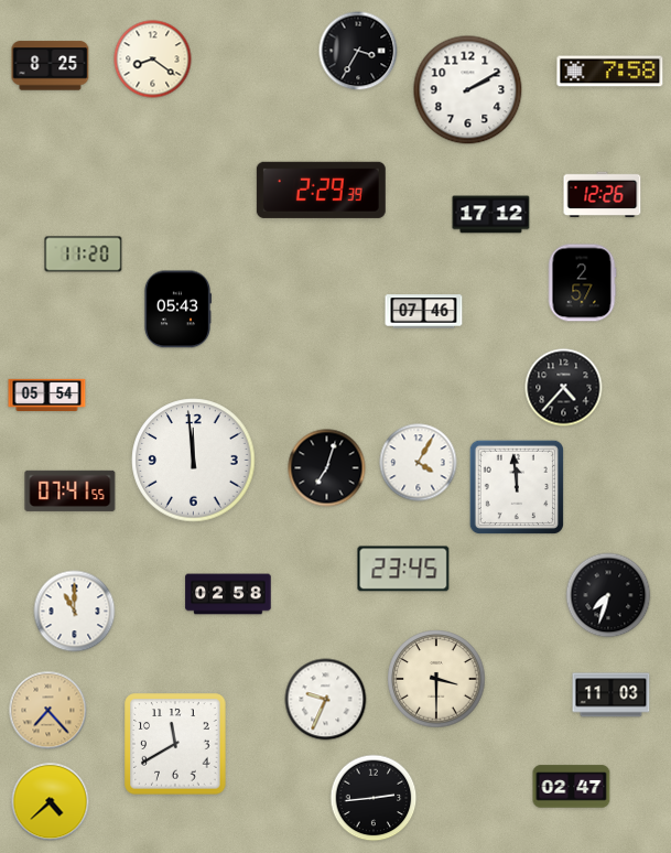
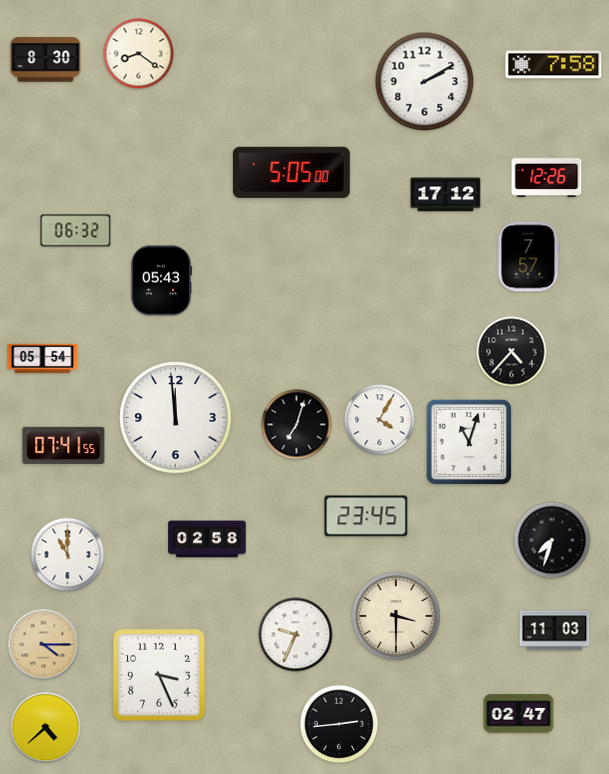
clock at (358, 51): 3:35 -> none
clock at (51, 66): 8:25 -> 8:30
clock at (321, 190): 2:29 -> 5:05
clock at (84, 255): 11:20 -> 06:32
clock at (582, 283): 2:57 -> 7:57
clock at (424, 312): 07:46 -> none
clock at (516, 486): 11:59 -> 11:03
clock at (48, 711): 7:23 -> 4:15
clock at (175, 744): 11:40 -> 3:26
